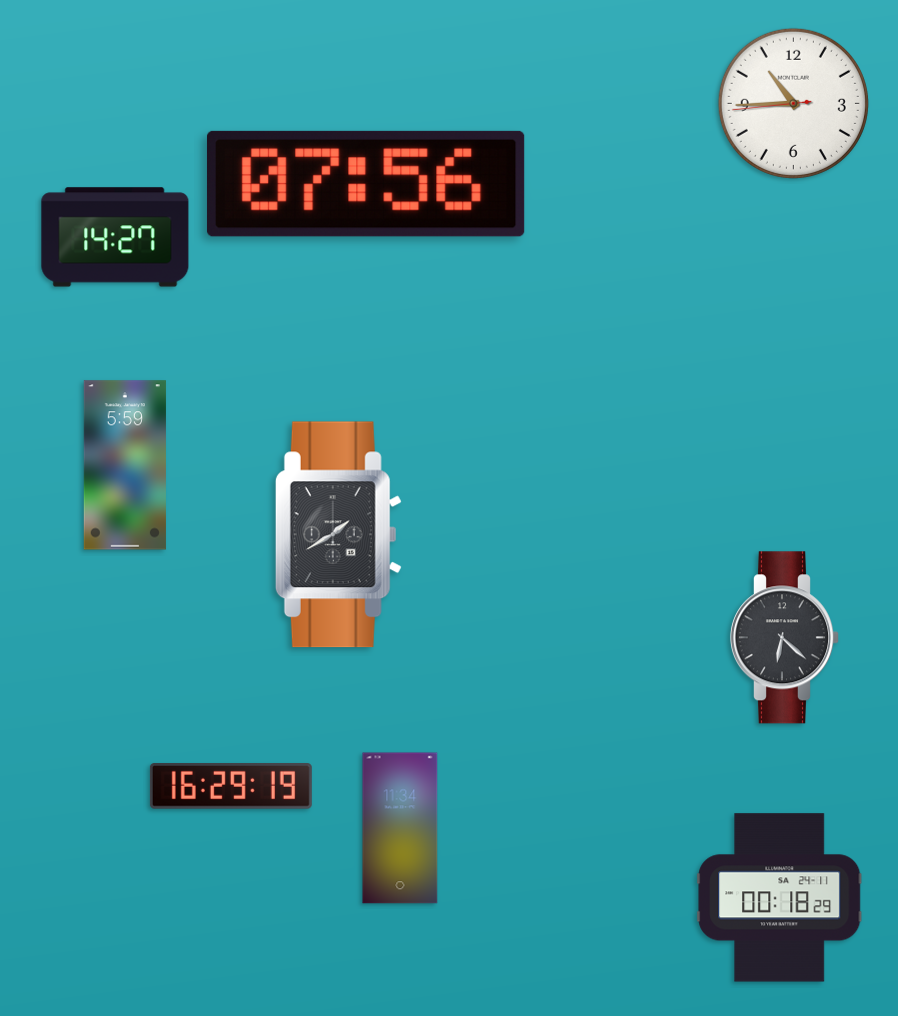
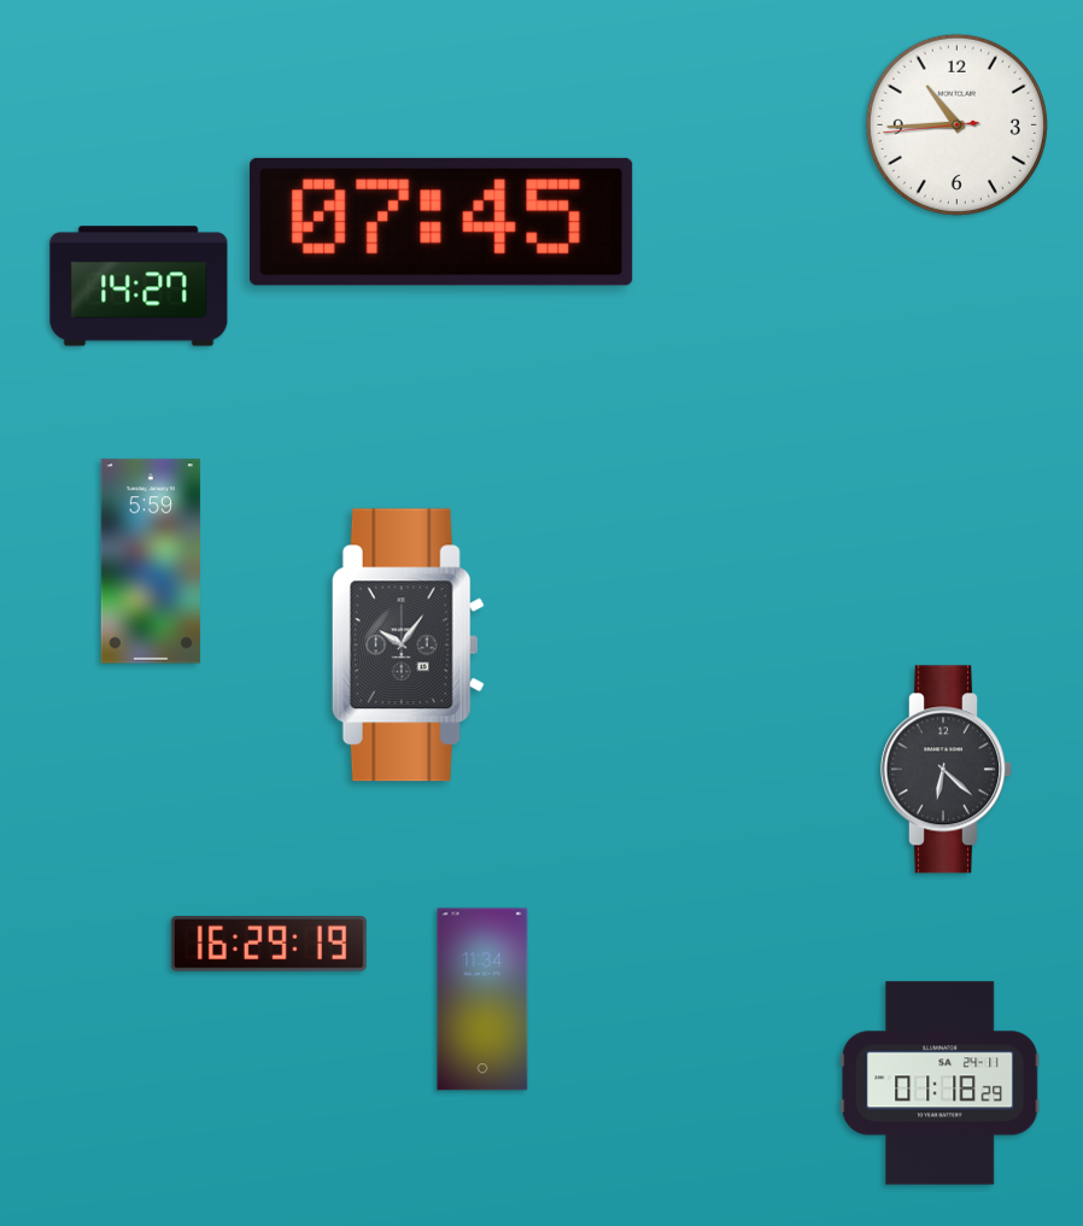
clock at (366, 184): 07:56 -> 07:45
clock at (338, 535): 1:40 -> 10:06
clock at (231, 787) position: (231, 787) -> (269, 945)
clock at (780, 898): 00:18 -> 01:18
